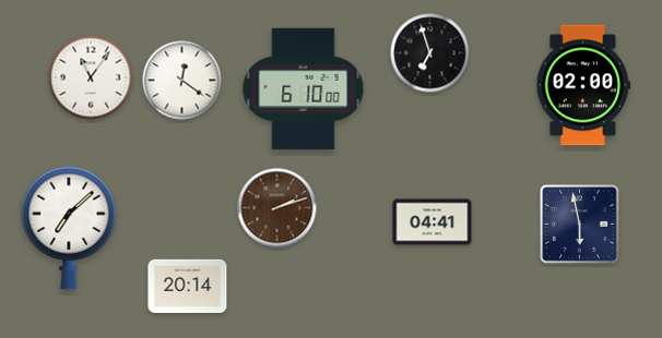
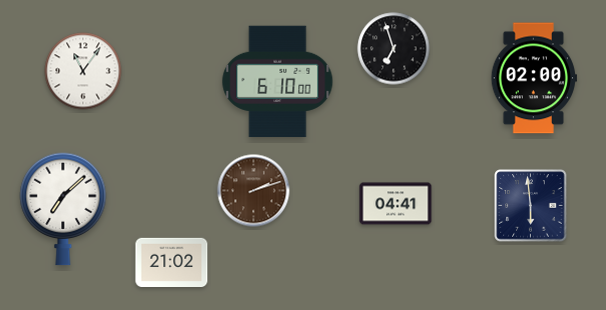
clock at (182, 81): 12:21 -> none
clock at (580, 225): 5:58 -> 5:59
clock at (188, 286): 20:14 -> 21:02
